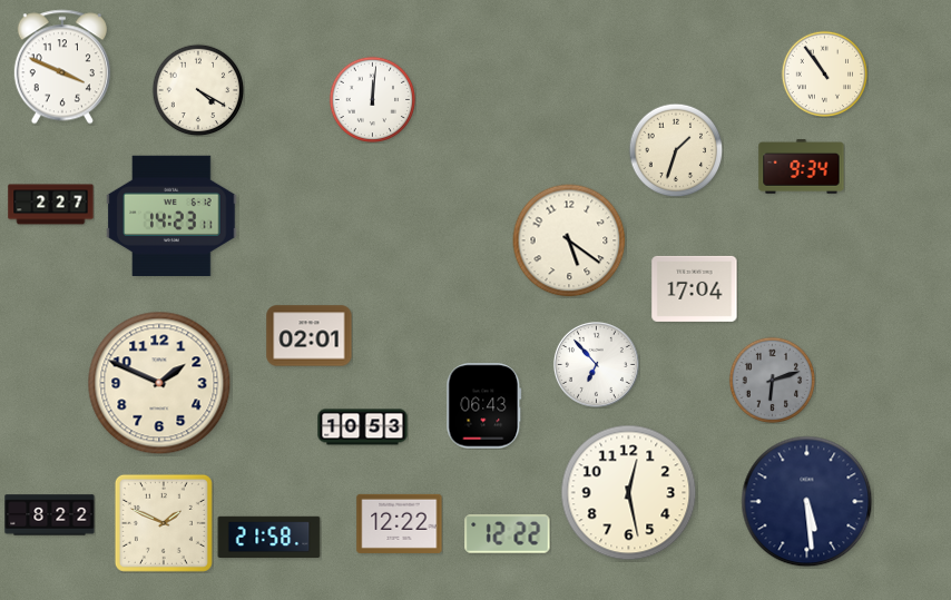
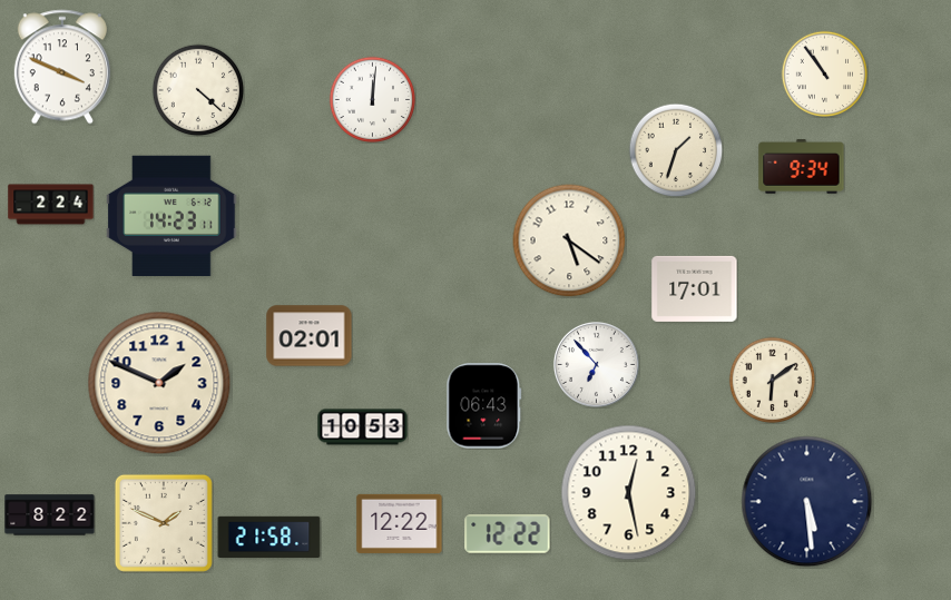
clock at (198, 90): 4:20 -> 4:22
clock at (51, 205): 2:27 -> 2:24
clock at (695, 288): 17:04 -> 17:01
clock at (772, 380): 6:12 -> 6:09
clock at (772, 380) dial: grey -> cream
